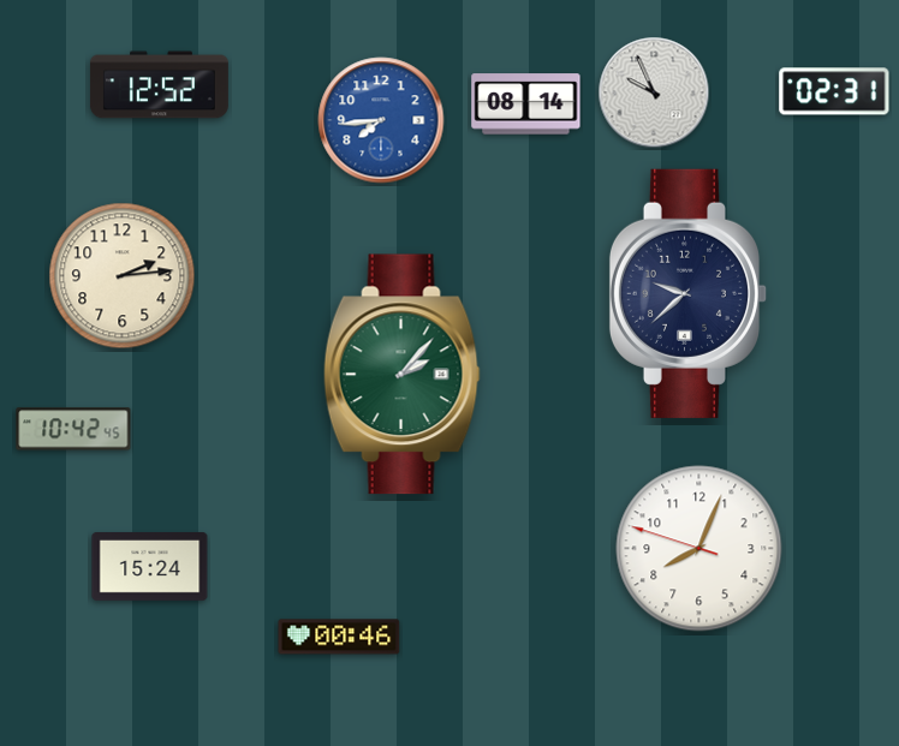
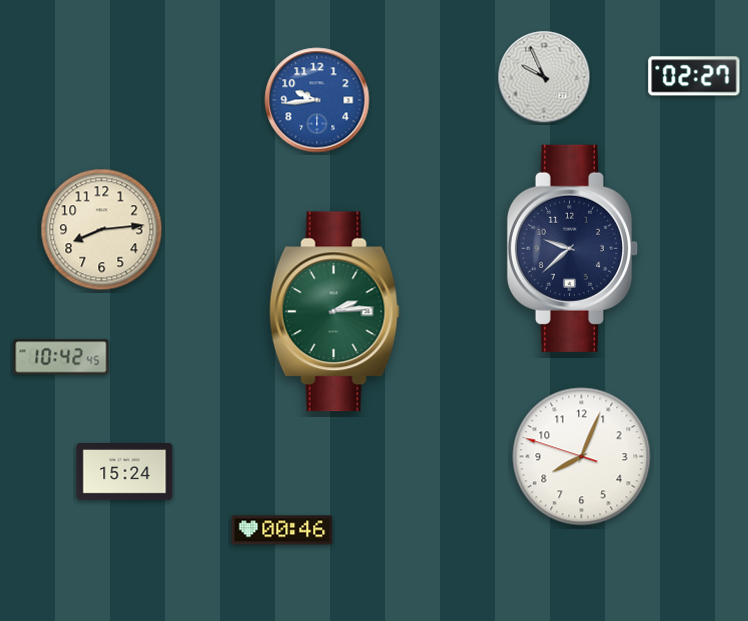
clock at (159, 85): 12:52 -> none
clock at (834, 91): 02:31 -> 02:27
clock at (526, 105): 08:14 -> none
clock at (381, 120): 7:44 -> 9:44
clock at (123, 276): 2:14 -> 8:14
clock at (689, 293) position: (689, 293) -> (573, 248)
clock at (401, 375): 2:07 -> 2:14
